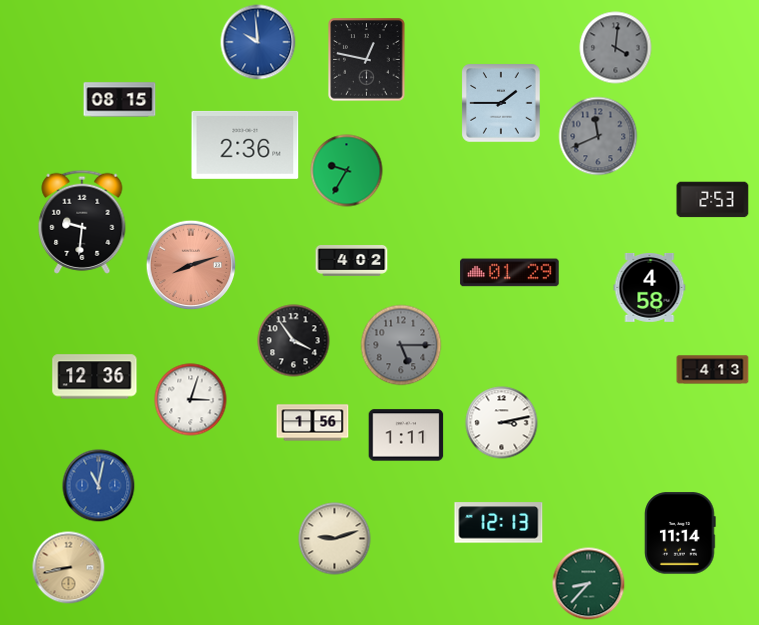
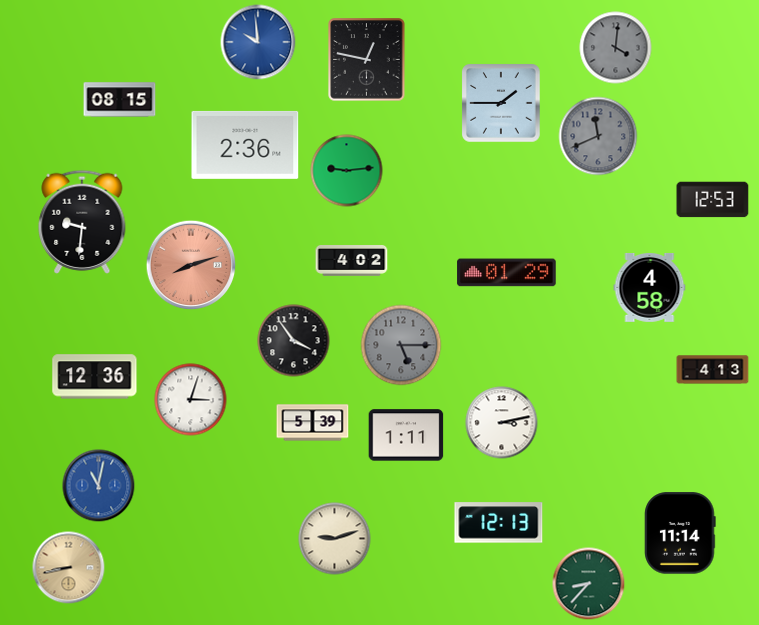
clock at (347, 171): 9:35 -> 9:14
clock at (713, 200): 2:53 -> 12:53
clock at (510, 273) position: (510, 273) -> (507, 273)
clock at (313, 423): 1:56 -> 5:39
